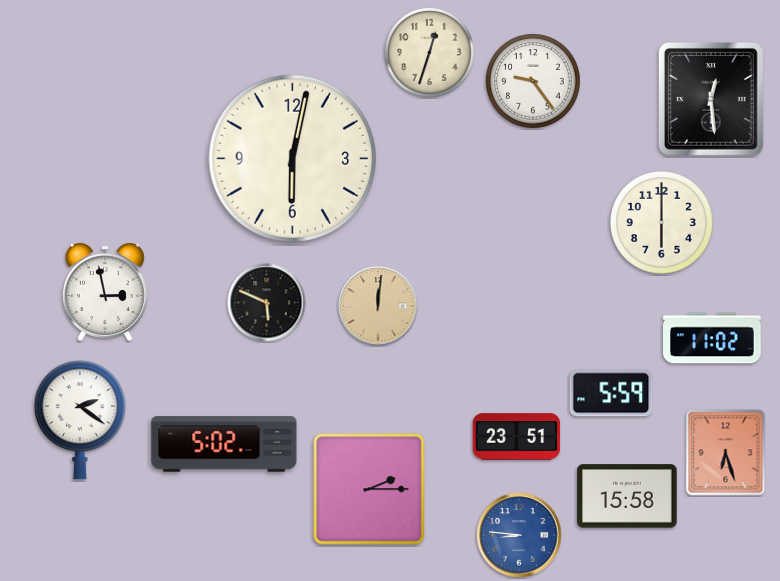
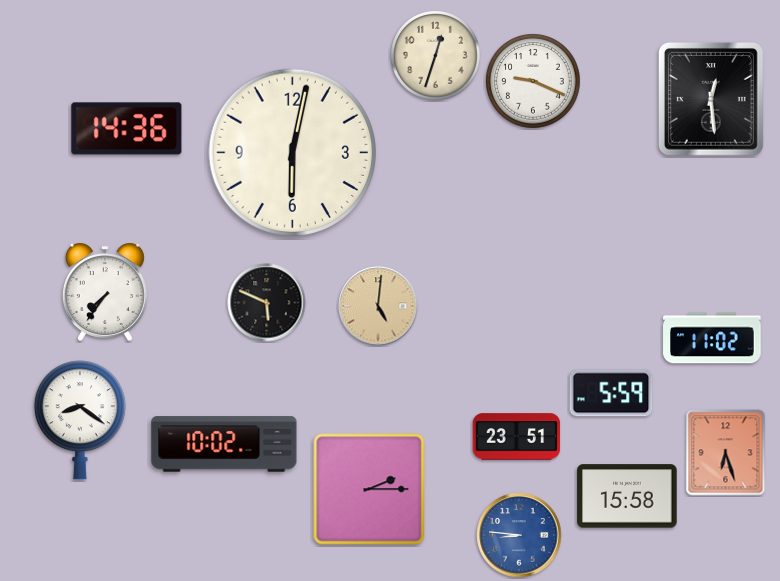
clock at (430, 53) position: (430, 53) -> (436, 56)
clock at (534, 82): 9:24 -> 9:19
clock at (127, 129): none -> 14:36
clock at (293, 159) position: (293, 159) -> (293, 153)
clock at (661, 222): 6:00 -> none
clock at (105, 292): 2:58 -> 7:36
clock at (378, 306): 12:01 -> 5:01
clock at (80, 420): 2:21 -> 8:21
clock at (224, 444): 5:02 -> 10:02
